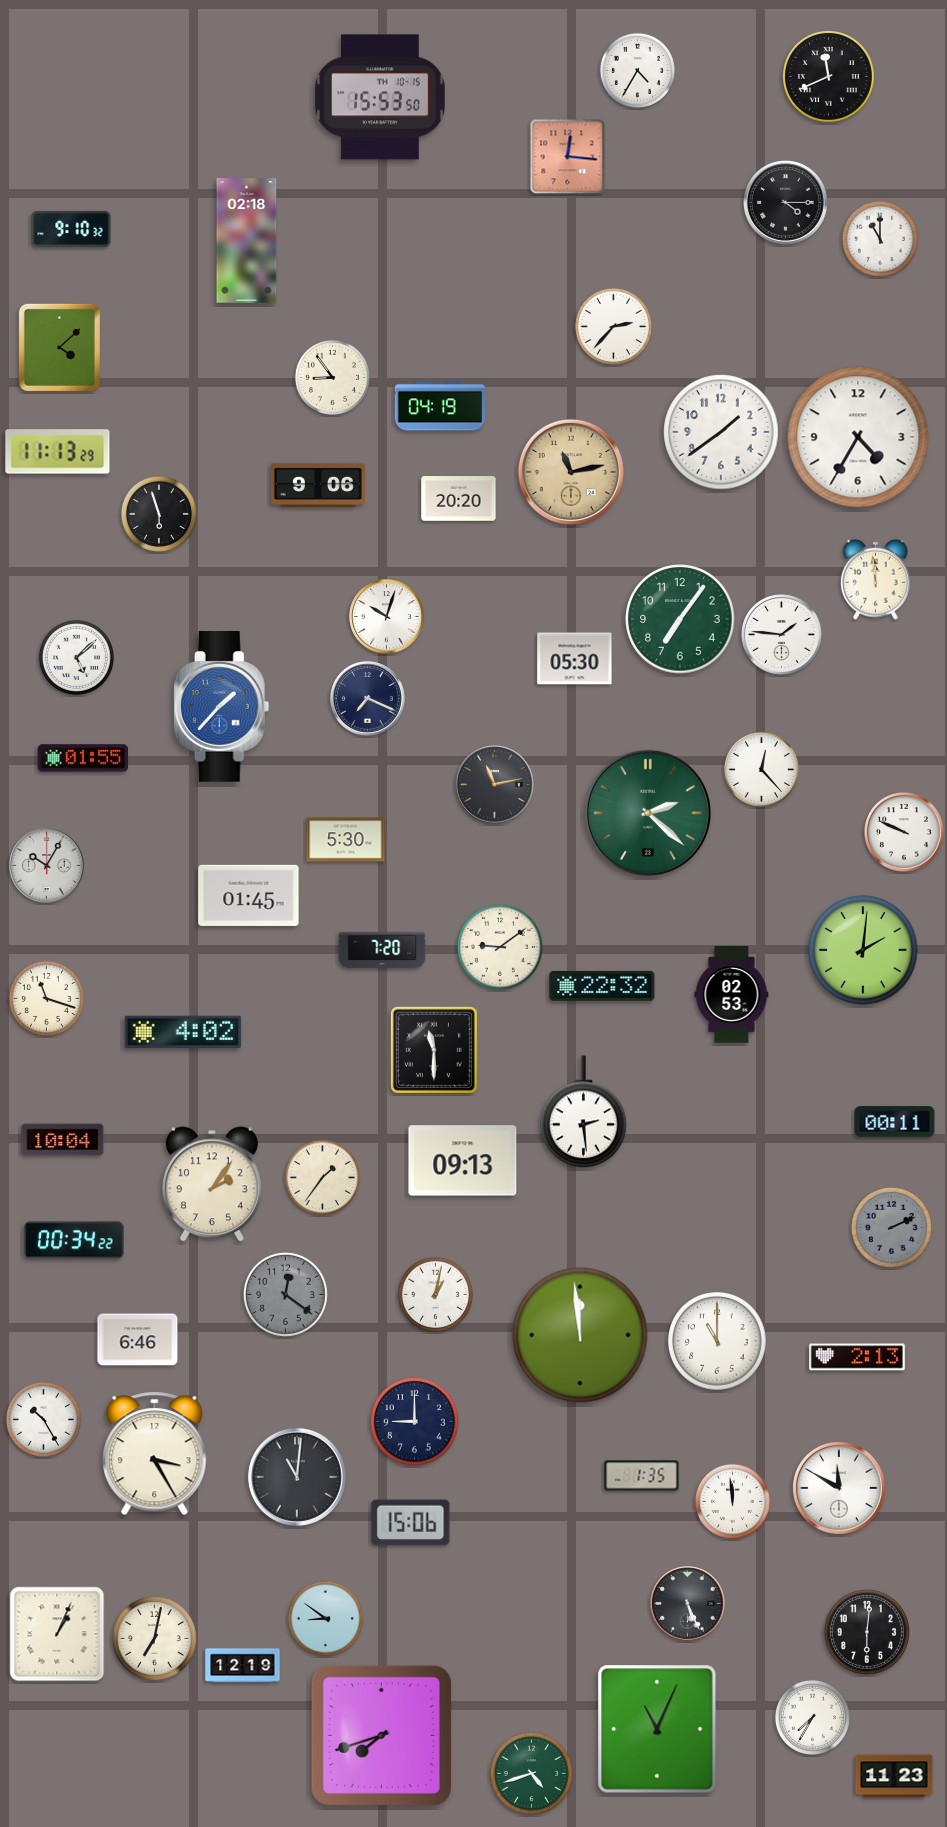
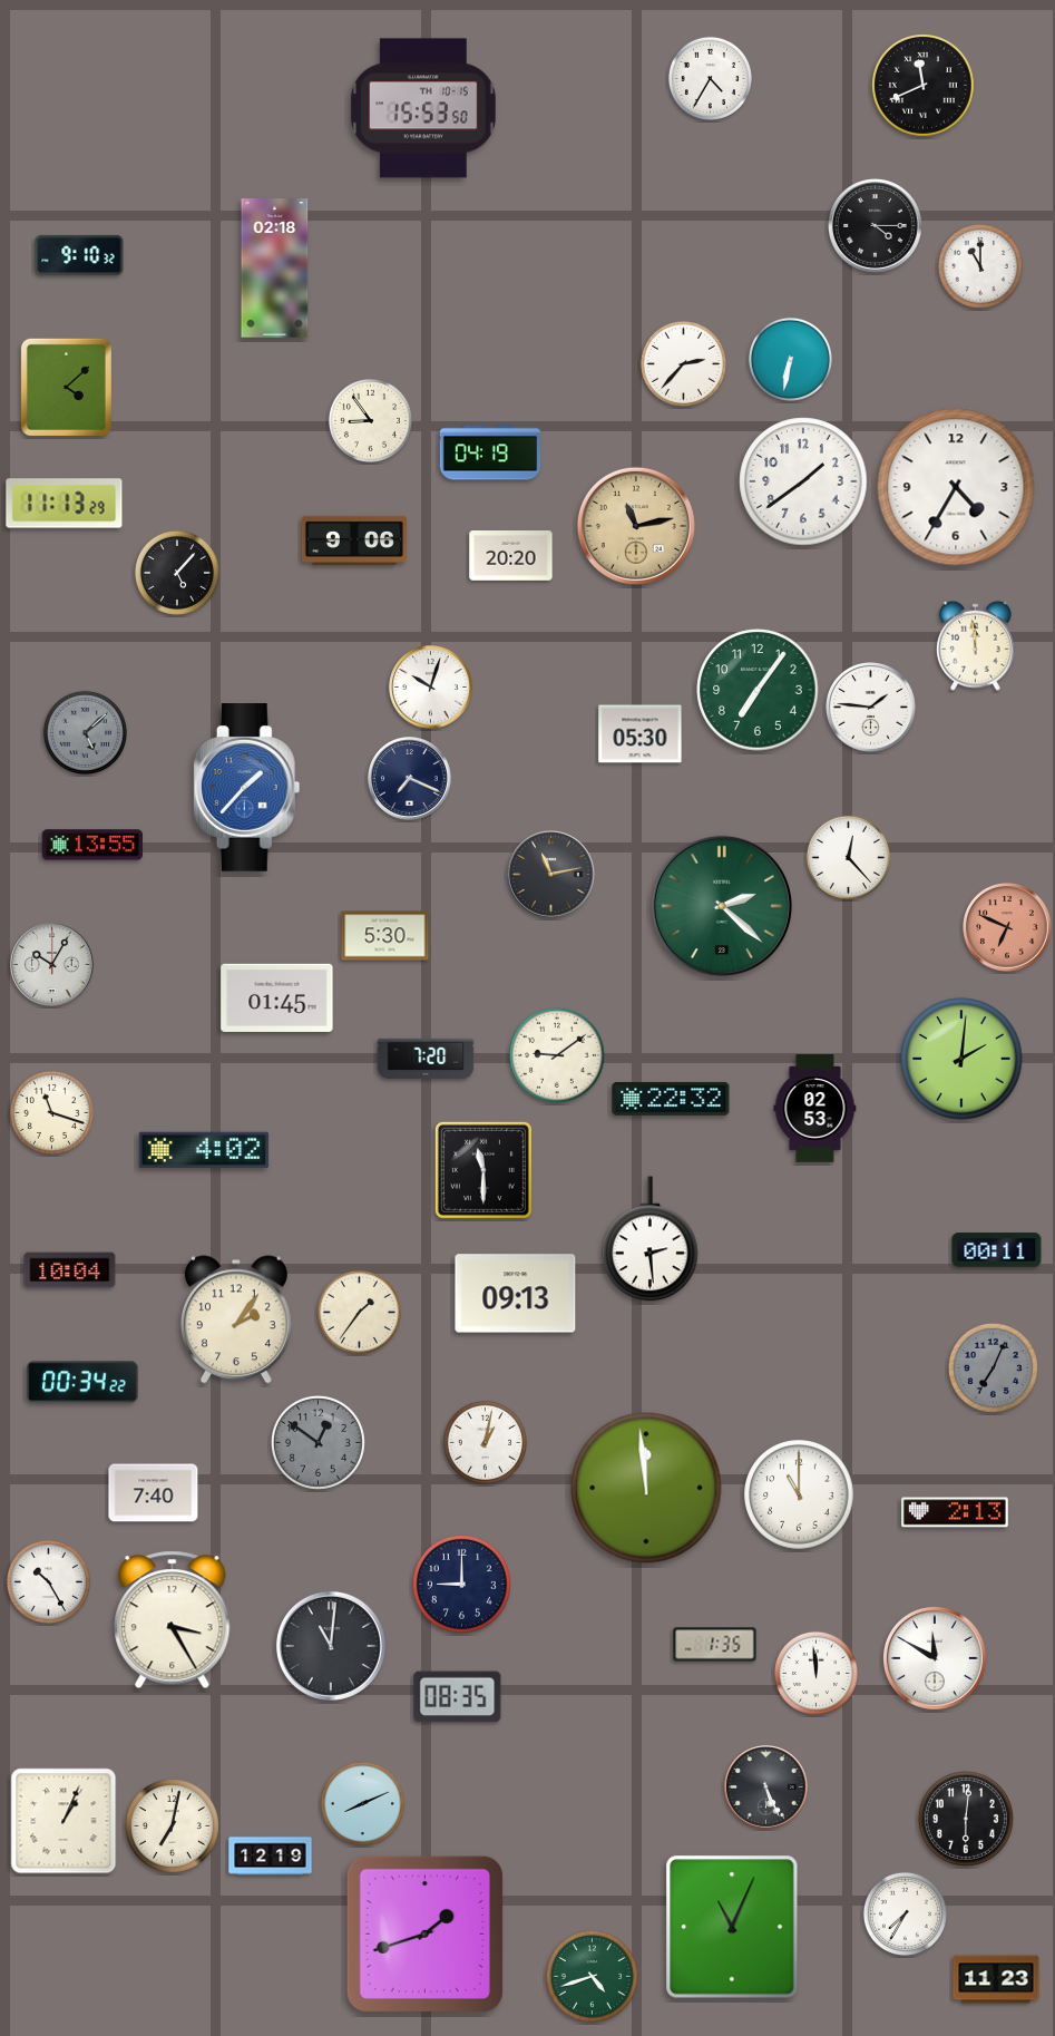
clock at (568, 157): 12:16 -> none
clock at (790, 359): none -> 6:32
clock at (159, 514): 5:57 -> 5:07
clock at (76, 657) dial: white -> grey
clock at (82, 758): 01:55 -> 13:55
clock at (904, 832): 9:49 -> 6:49
clock at (904, 832) dial: white -> salmon
clock at (891, 1227): 2:11 -> 7:04
clock at (285, 1294): 12:21 -> 12:51
clock at (138, 1340): 6:46 -> 7:40
clock at (411, 1523): 15:06 -> 08:35
clock at (325, 1618): 8:51 -> 8:11
clock at (381, 1735): 7:42 -> 1:42
